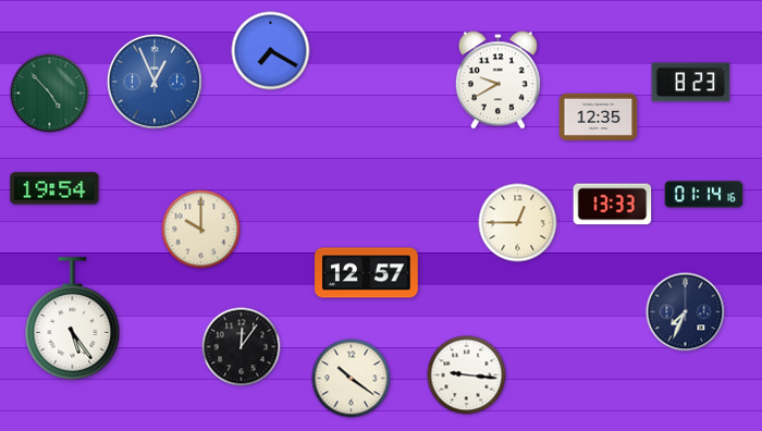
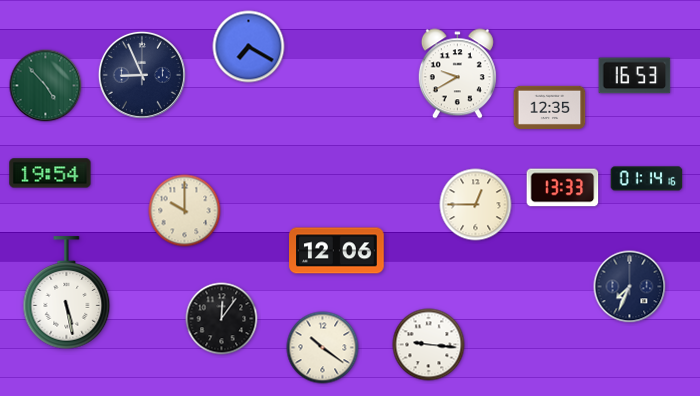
clock at (155, 82): 12:56 -> 8:56
clock at (155, 82) dial: blue -> navy
clock at (691, 83): 8:23 -> 16:53
clock at (367, 273): 12:57 -> 12:06
clock at (73, 319): 5:24 -> 5:28
